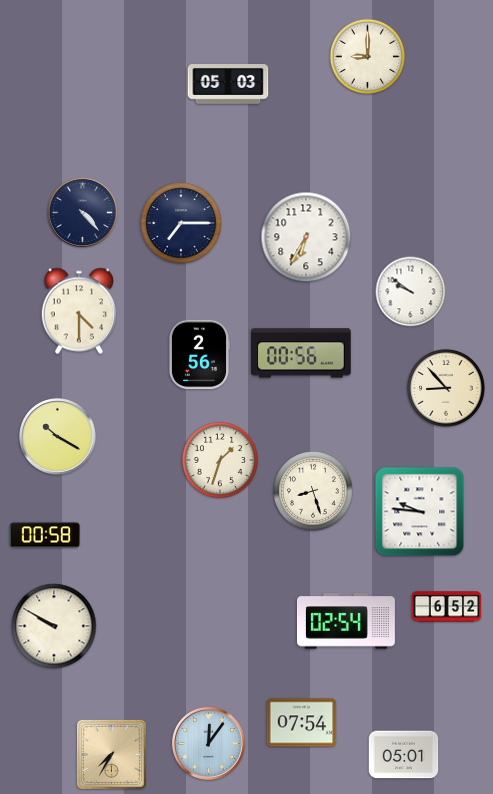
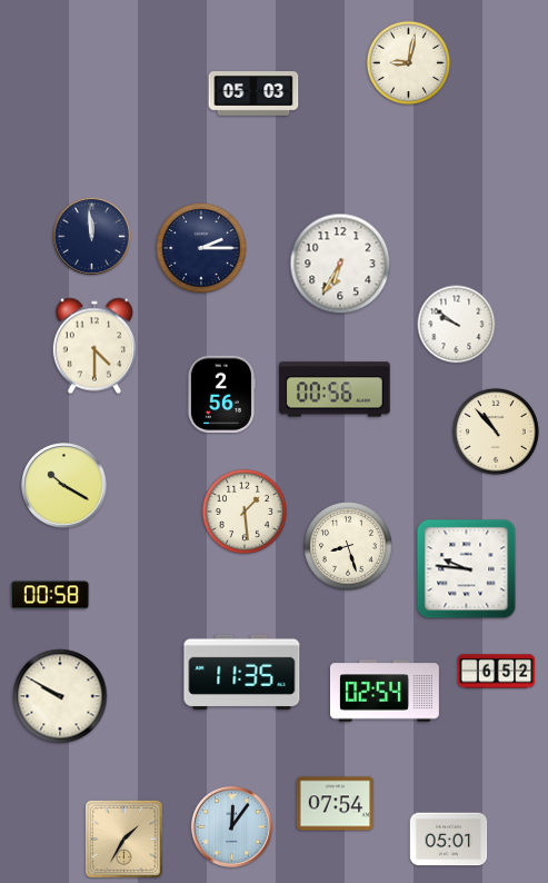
clock at (367, 56): 9:00 -> 9:02
clock at (83, 213): 4:23 -> 11:59
clock at (181, 223): 7:15 -> 2:15
clock at (78, 311) position: (78, 311) -> (93, 346)
clock at (301, 353) position: (301, 353) -> (335, 389)
clock at (446, 388): 8:53 -> 10:53
clock at (220, 460): 1:33 -> 1:29
clock at (242, 672): none -> 11:35
clock at (447, 607) position: (447, 607) -> (497, 672)
clock at (111, 754): 7:35 -> 1:35
